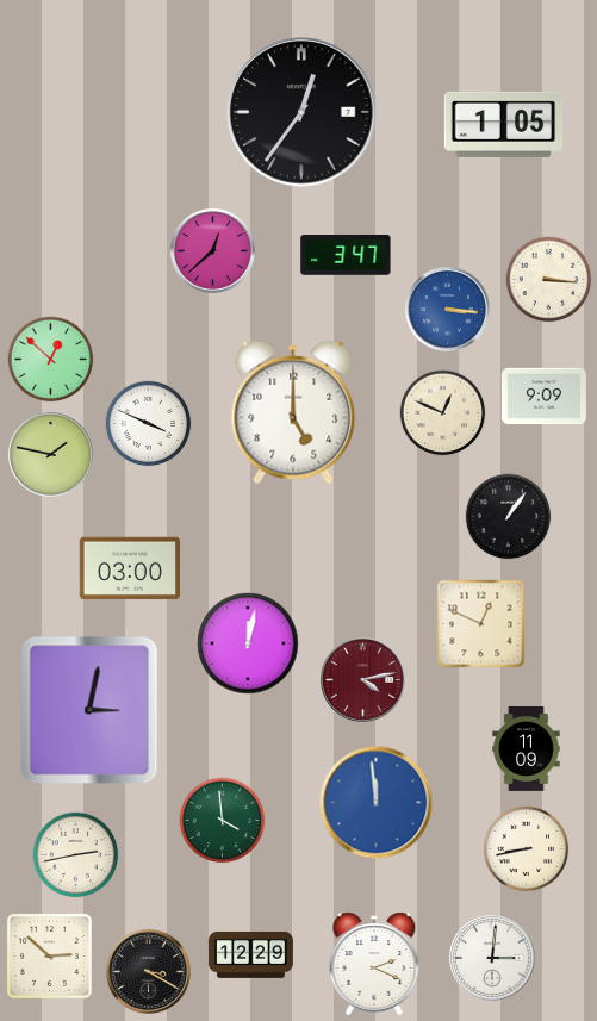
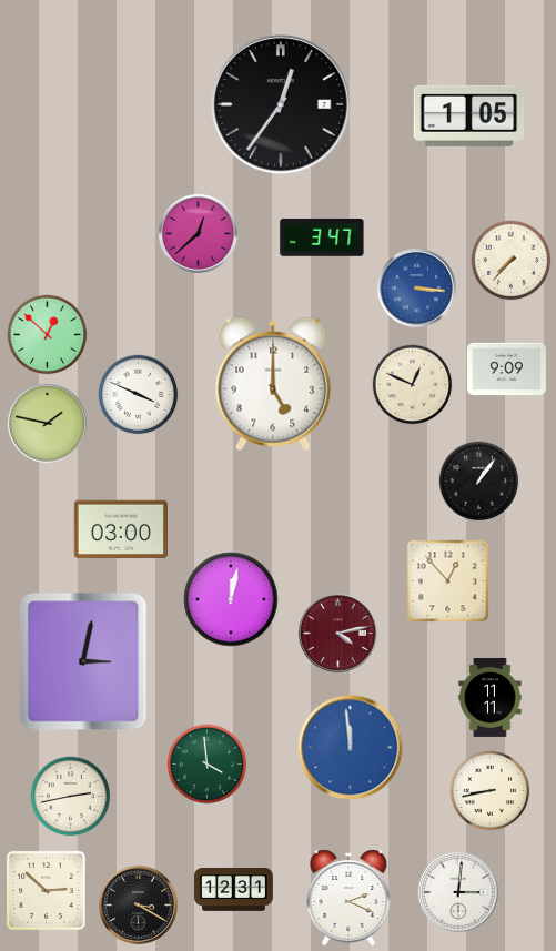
clock at (549, 280): 3:16 -> 7:37
clock at (509, 517) position: (509, 517) -> (479, 482)
clock at (481, 624): 12:49 -> 12:53
clock at (527, 749): 11:09 -> 11:11
clock at (250, 955): 12:29 -> 12:31
